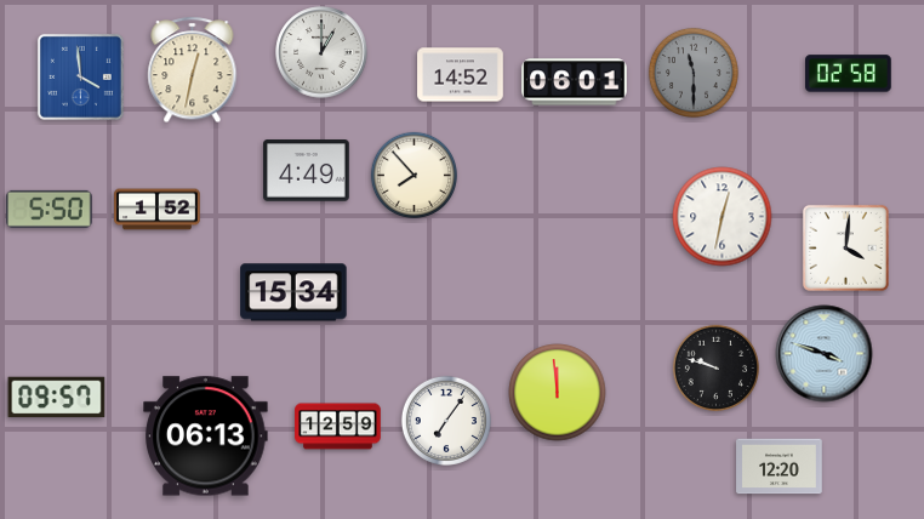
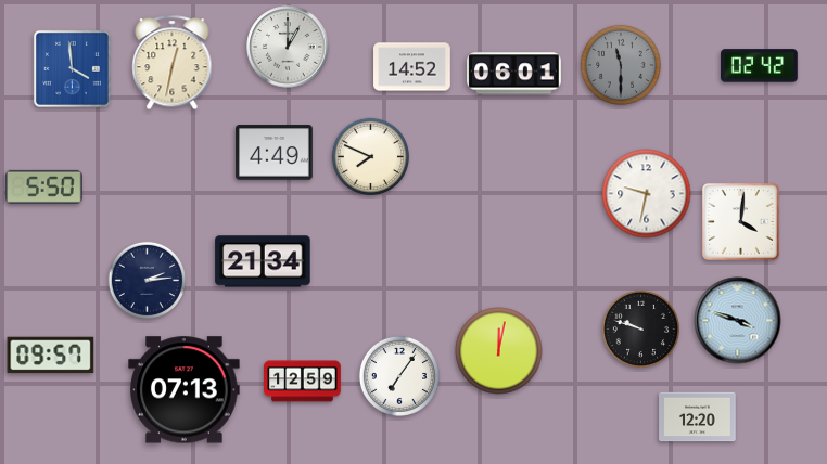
clock at (849, 74): 02:58 -> 02:42
clock at (415, 176): 7:53 -> 7:49
clock at (158, 210): 1:52 -> none
clock at (723, 217): 12:32 -> 9:32
clock at (845, 247) position: (845, 247) -> (740, 221)
clock at (293, 292): 15:34 -> 21:34
clock at (148, 281): none -> 2:14
clock at (825, 354) position: (825, 354) -> (738, 321)
clock at (558, 393): 11:59 -> 12:02
clock at (206, 437): 06:13 -> 07:13
